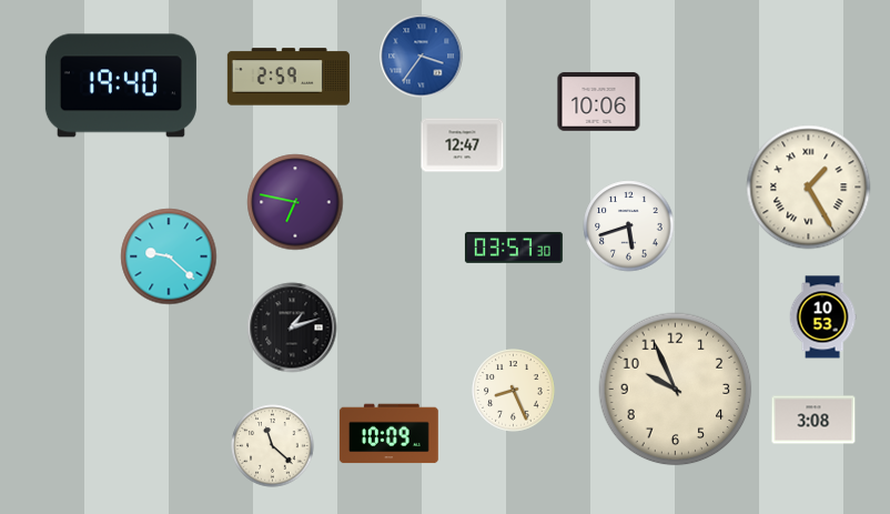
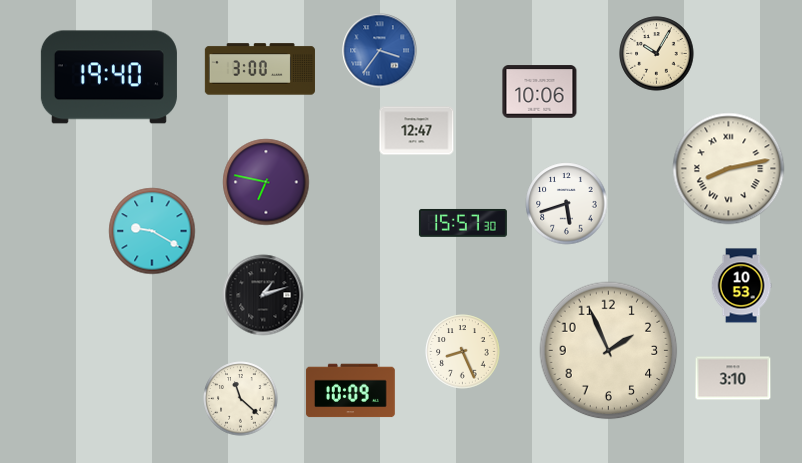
clock at (657, 54): none -> 10:05
clock at (289, 77): 2:59 -> 3:00
clock at (809, 188): 1:25 -> 8:13
clock at (514, 248): 03:57 -> 15:57
clock at (169, 256): 9:22 -> 9:20
clock at (676, 390): 9:56 -> 1:56
clock at (813, 420): 3:08 -> 3:10
clock at (273, 446) position: (273, 446) -> (241, 399)
